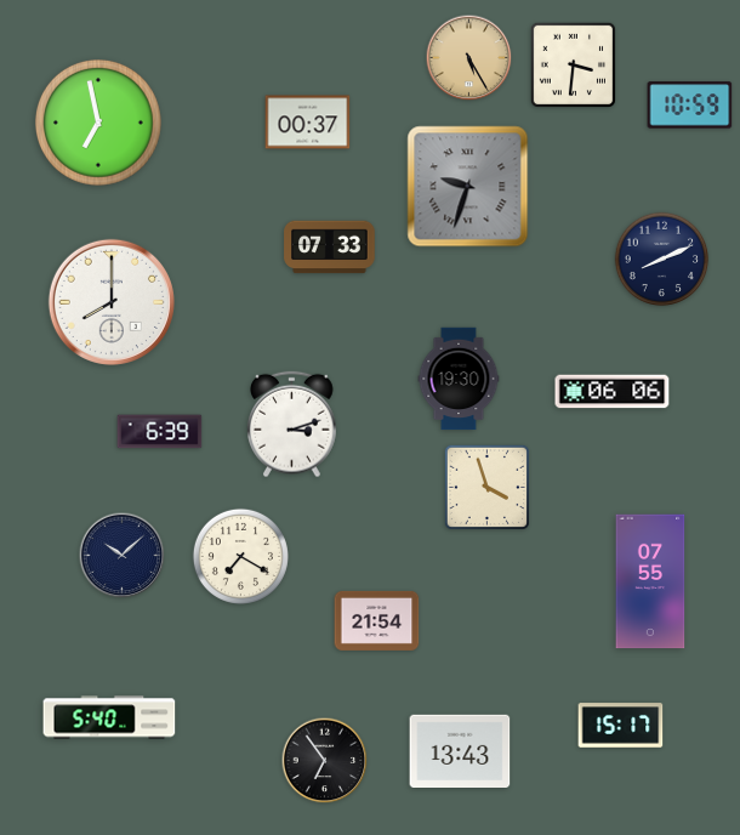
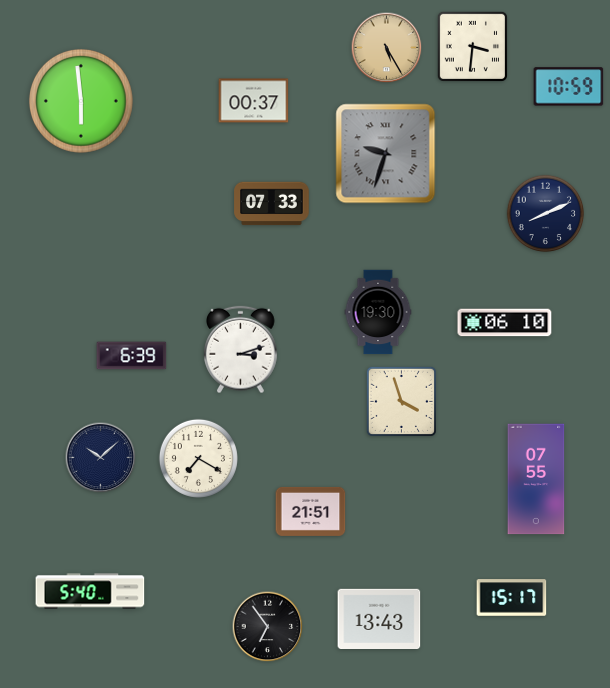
clock at (573, 64) position: (573, 64) -> (472, 46)
clock at (98, 123): 6:58 -> 5:59
clock at (112, 302): 8:00 -> none
clock at (613, 392): 06:06 -> 06:10
clock at (377, 620): 21:54 -> 21:51
